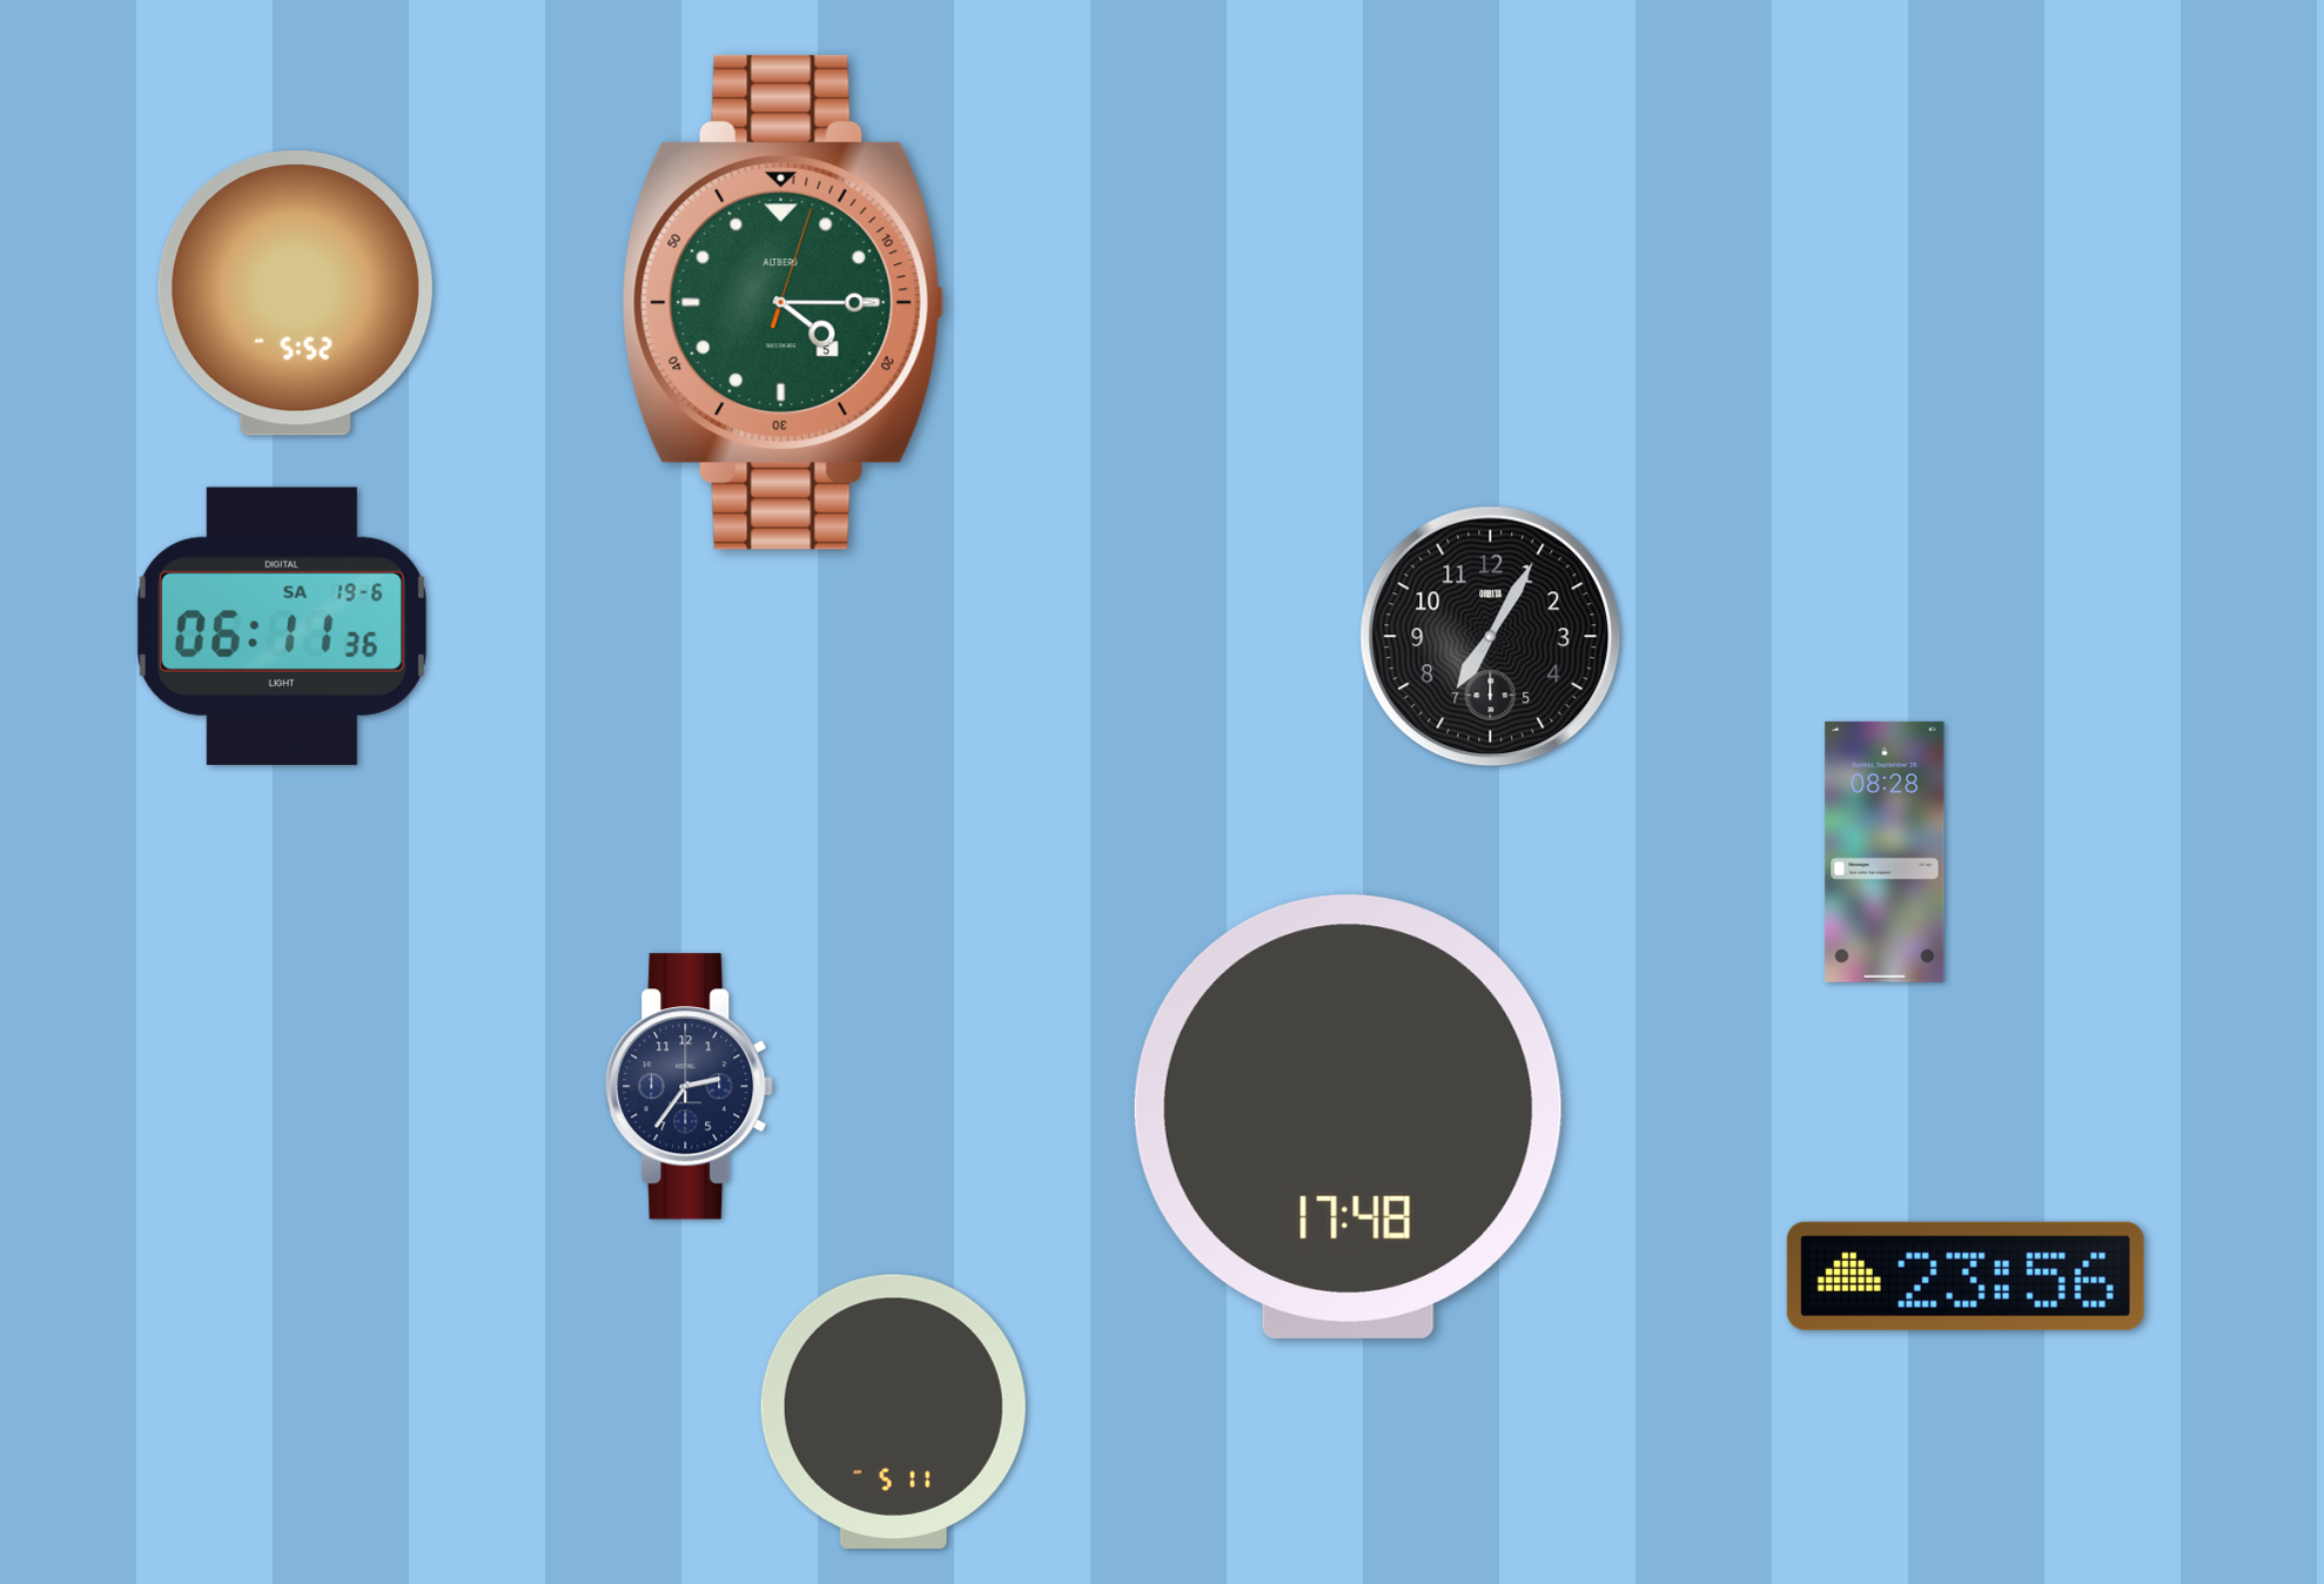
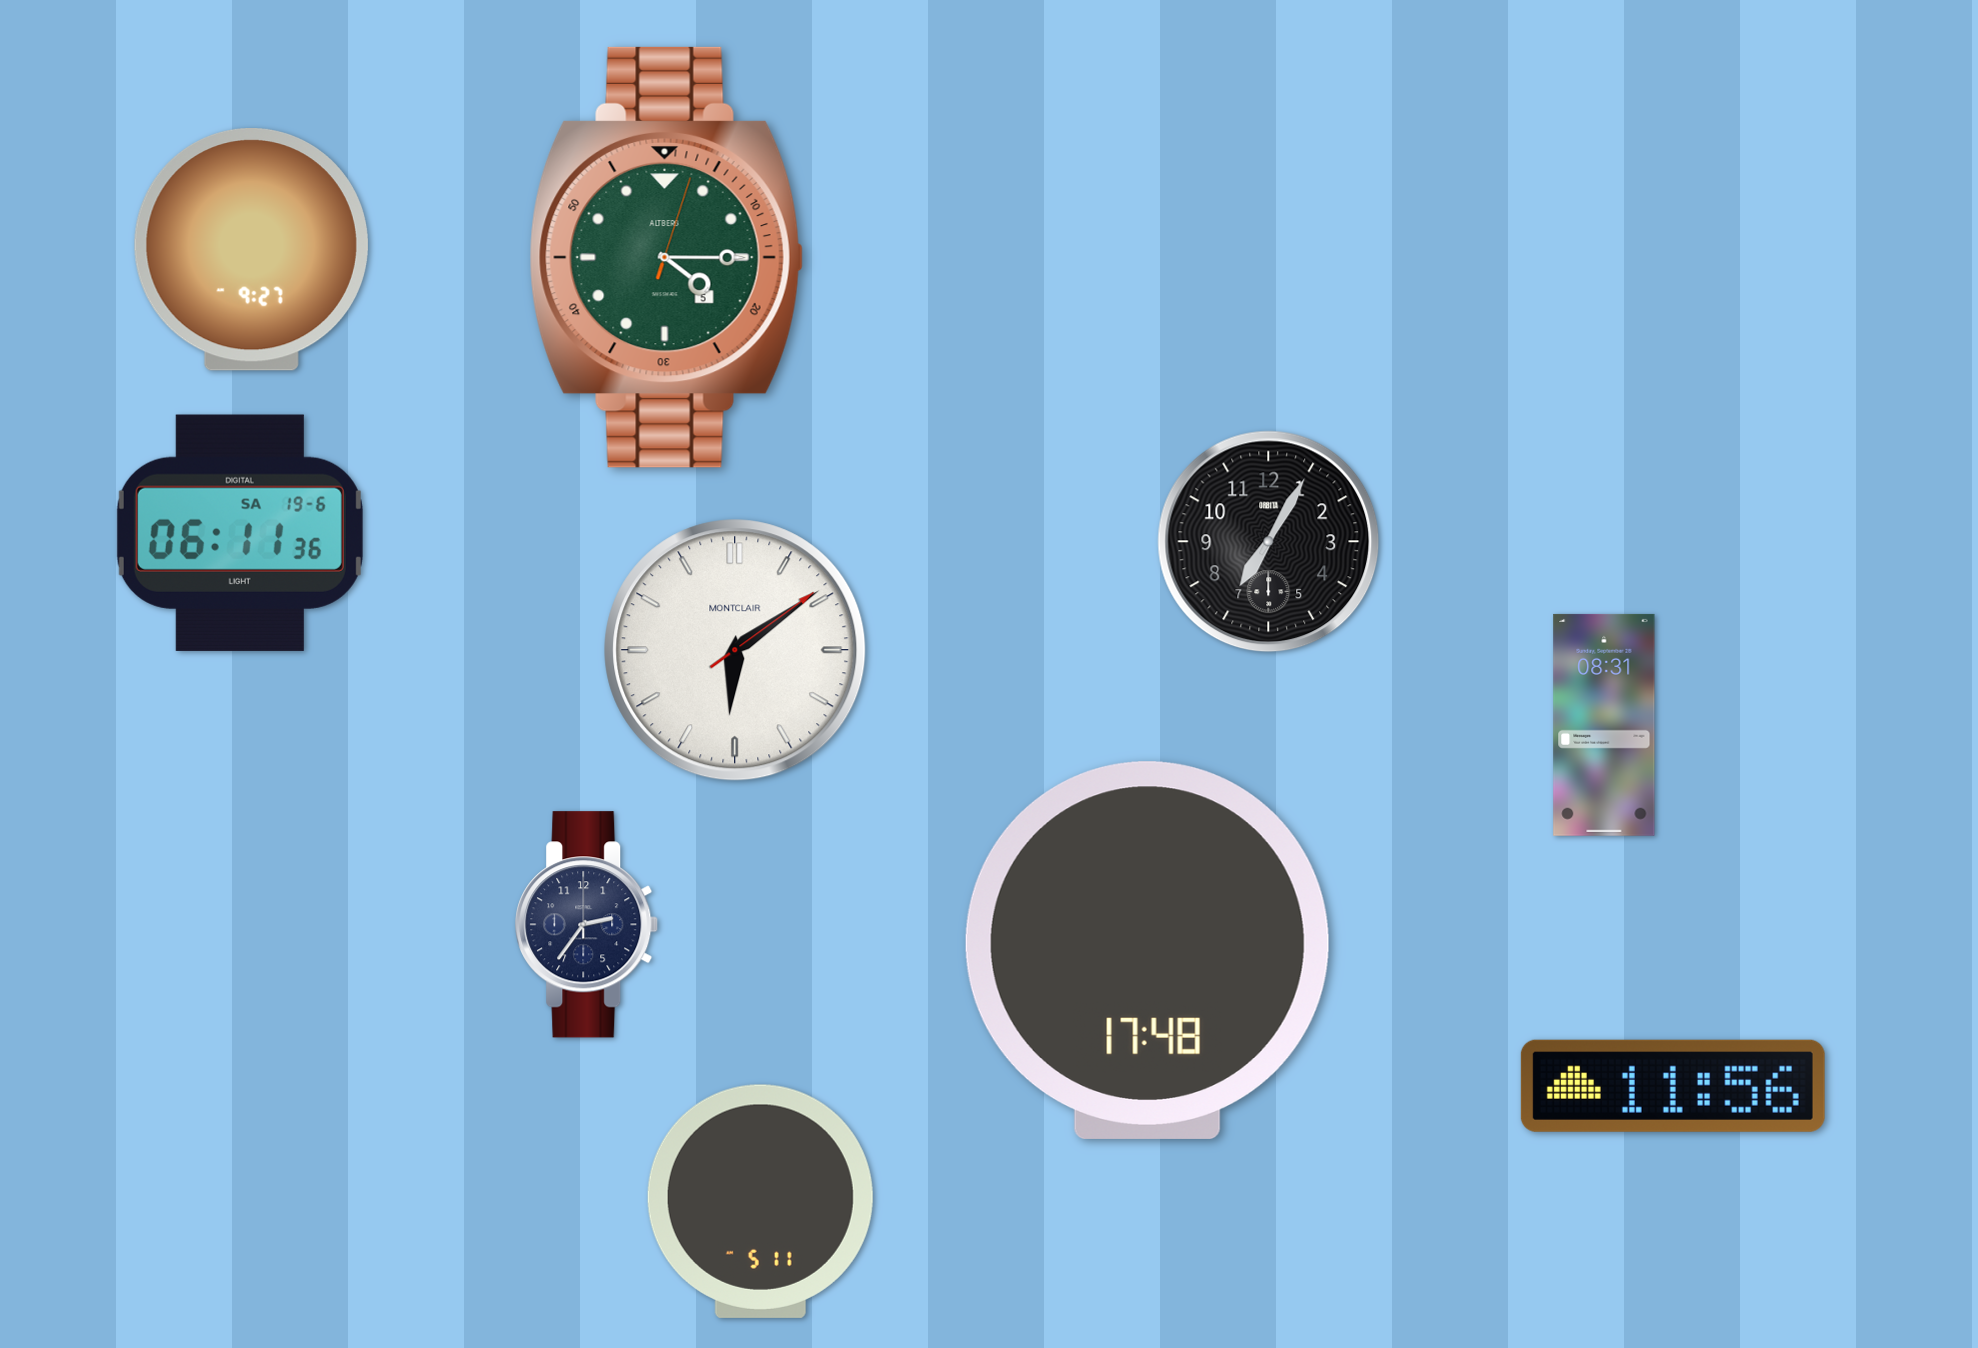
clock at (295, 294): 5:52 -> 9:27
clock at (735, 650): none -> 6:09
clock at (1885, 852): 08:28 -> 08:31
clock at (1966, 1276): 23:56 -> 11:56
